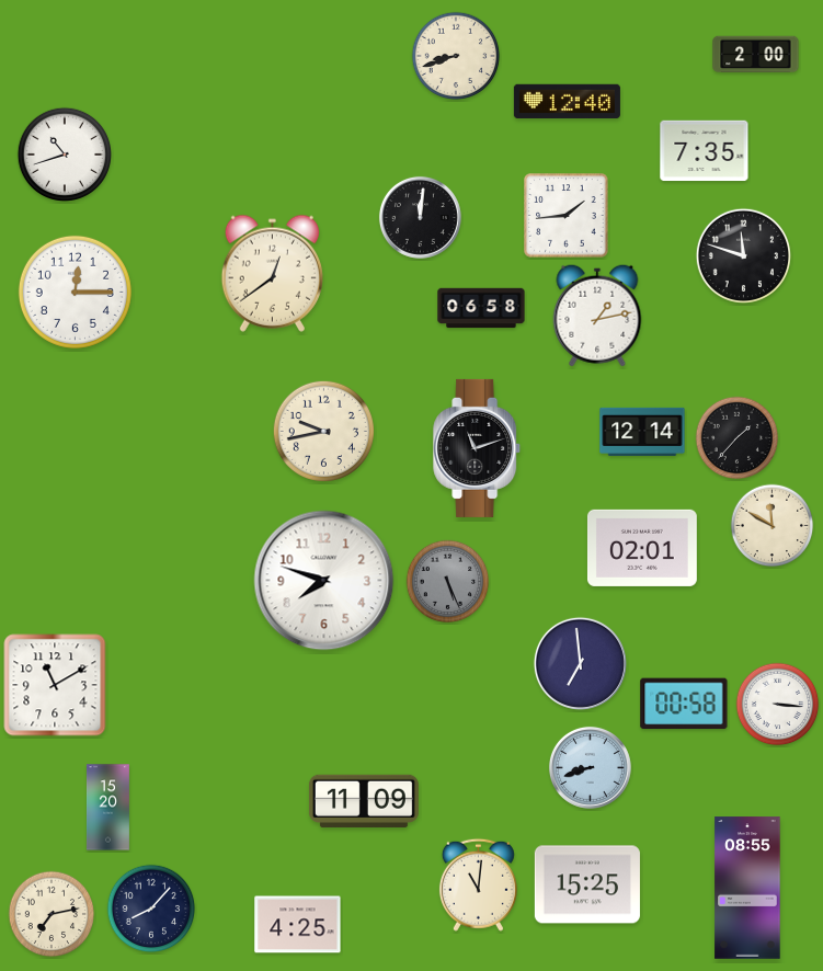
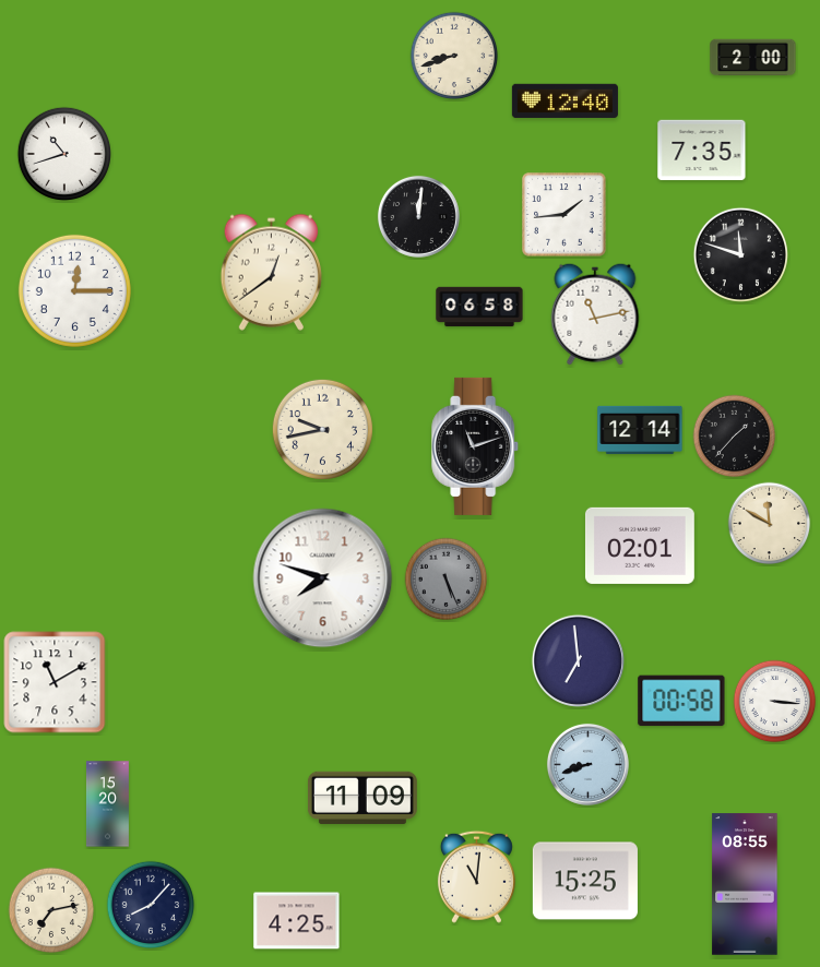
clock at (756, 55) position: (756, 55) -> (753, 58)
clock at (597, 316): 1:13 -> 11:13
clock at (478, 884) position: (478, 884) -> (476, 876)
